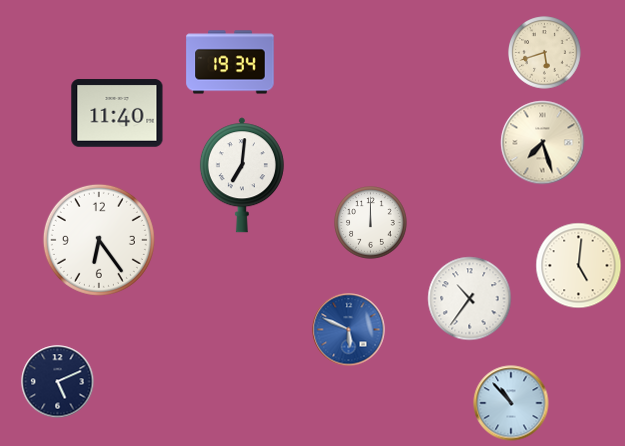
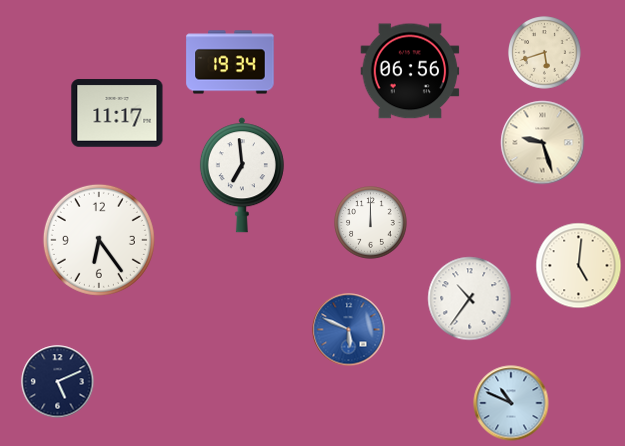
clock at (410, 71): none -> 06:56
clock at (117, 113): 11:40 -> 11:17
clock at (543, 143): 7:27 -> 9:27
clock at (242, 175): 7:01 -> 6:59
clock at (511, 403): 10:53 -> 10:49
